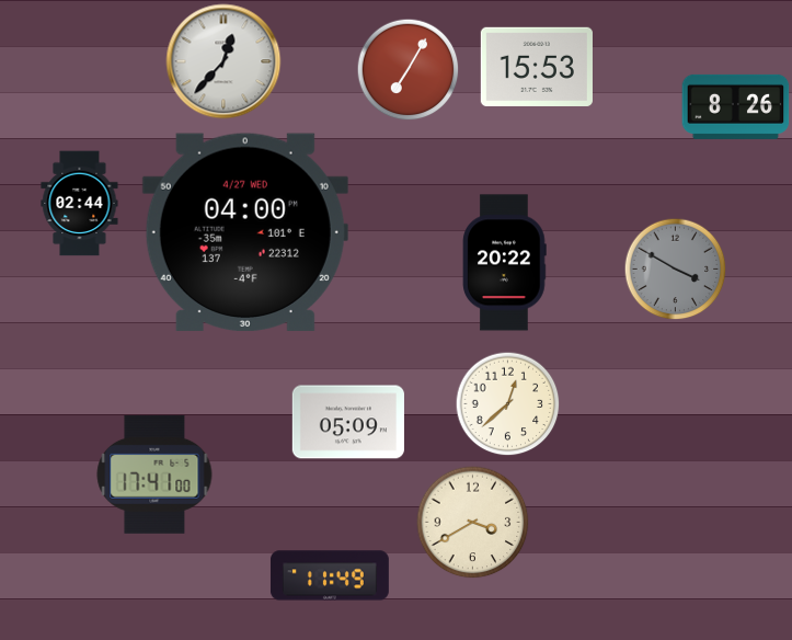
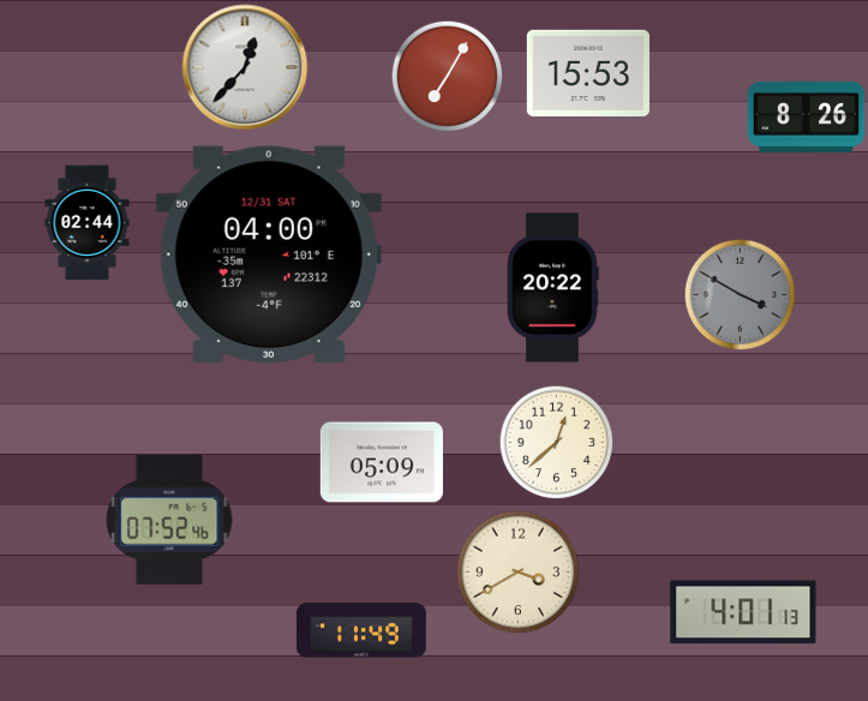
clock at (245, 232) date: 4/27 WED -> 12/31 SAT
clock at (154, 475): 17:41 -> 07:52
clock at (743, 612): none -> 4:01
